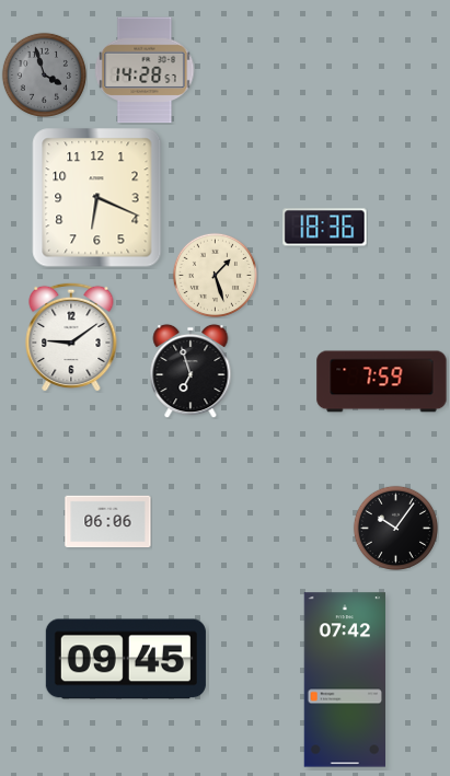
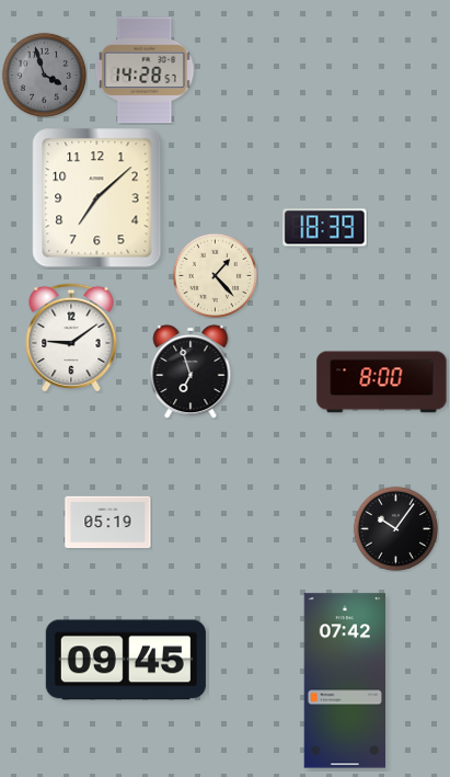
clock at (97, 198): 6:19 -> 7:08
clock at (325, 228): 18:36 -> 18:39
clock at (215, 275): 1:27 -> 1:23
clock at (382, 382): 7:59 -> 8:00
clock at (108, 522): 06:06 -> 05:19
